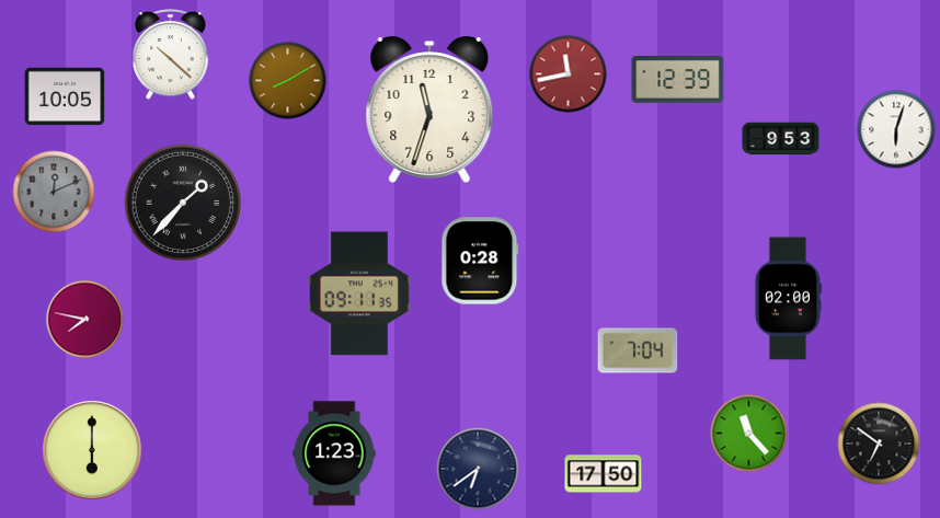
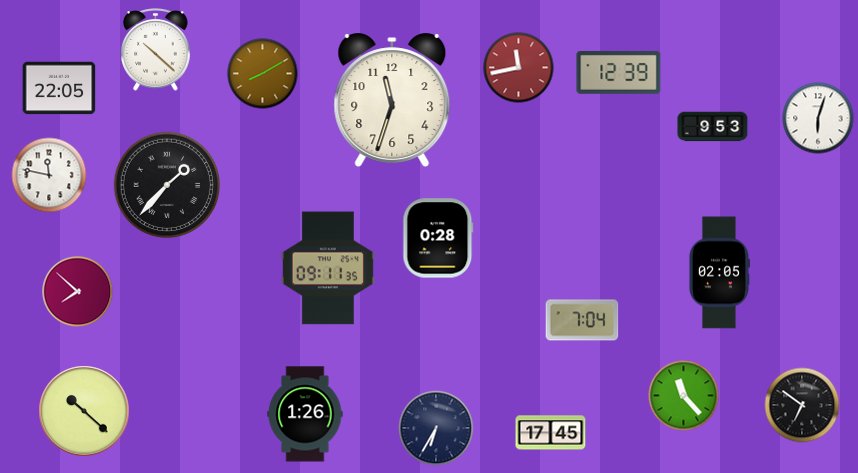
clock at (65, 96): 10:05 -> 22:05
clock at (54, 192): 12:11 -> 11:47
clock at (54, 192) dial: grey -> white
clock at (788, 299): 02:00 -> 02:05
clock at (85, 320): 7:47 -> 7:52
clock at (92, 450): 6:00 -> 10:22
clock at (334, 453): 1:23 -> 1:26
clock at (478, 469): 6:39 -> 6:35
clock at (604, 474): 17:50 -> 17:45
